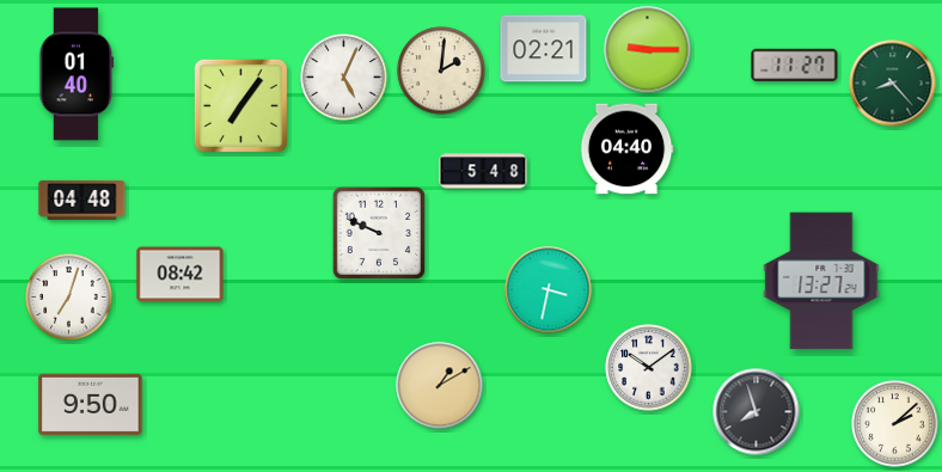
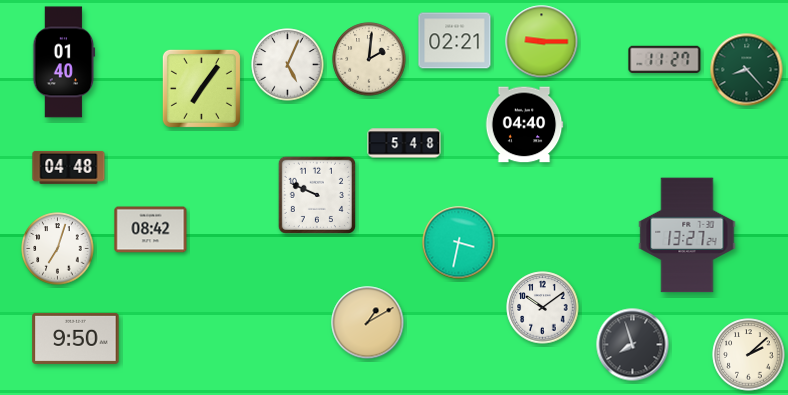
clock at (795, 65) position: (795, 65) -> (665, 59)
